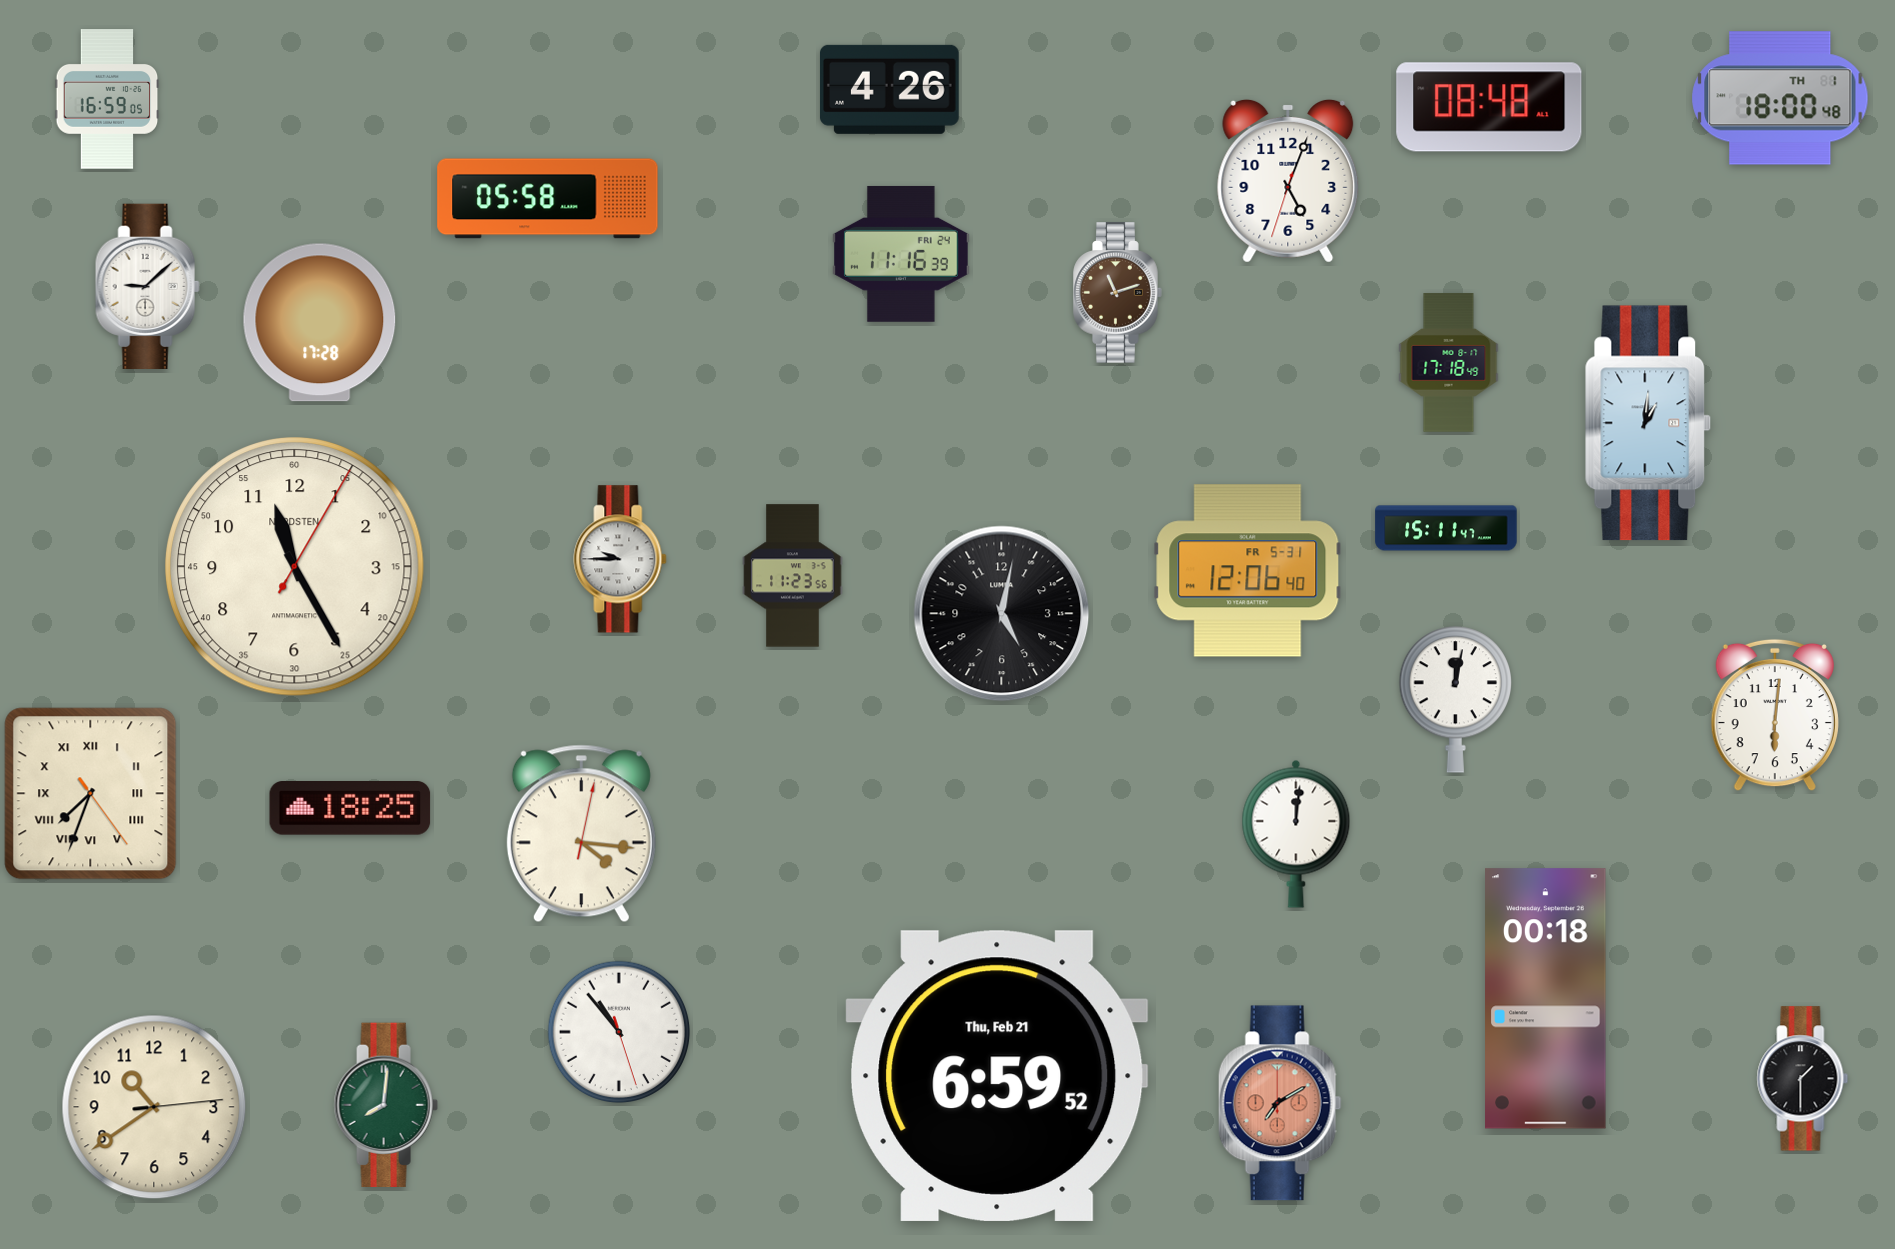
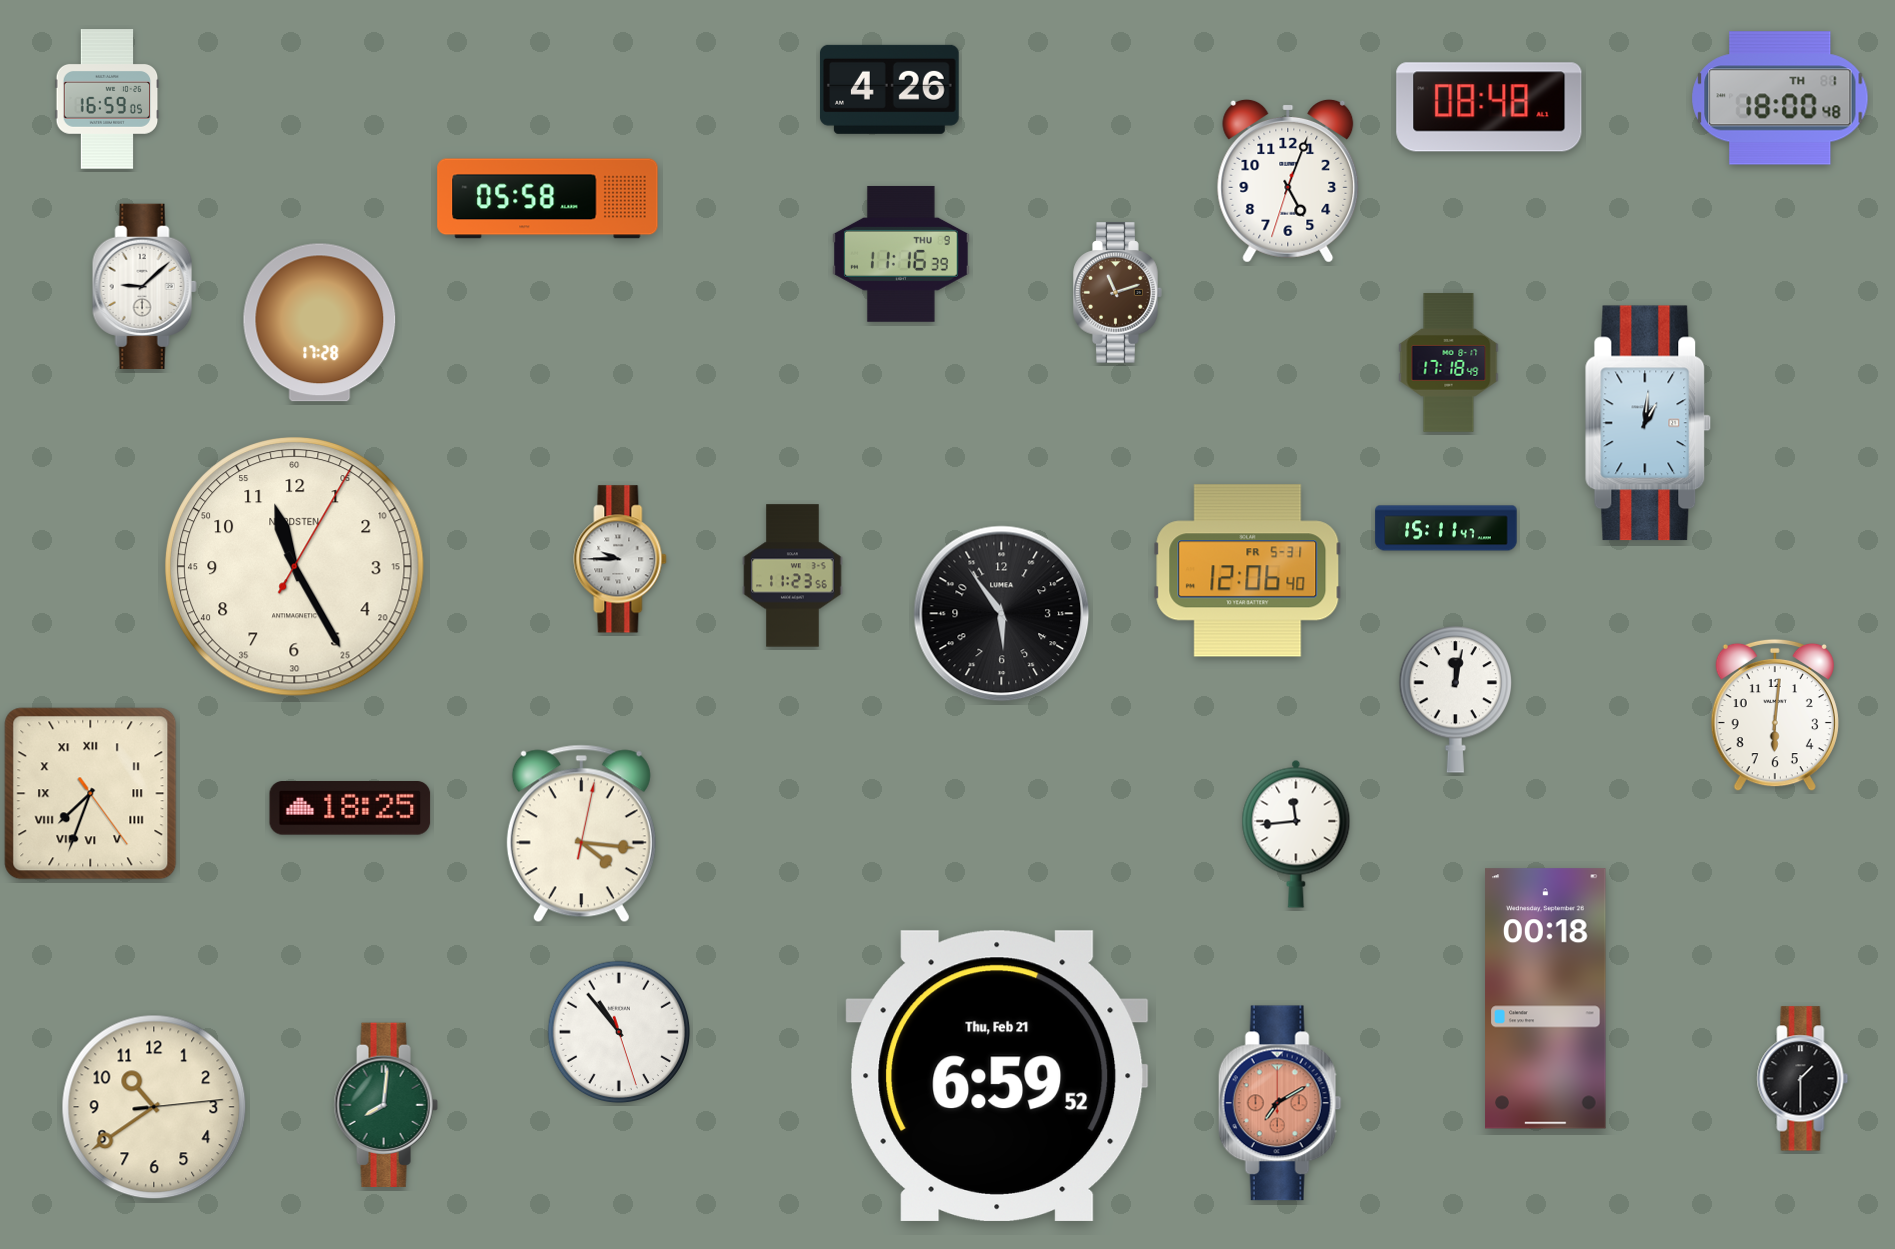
clock at (902, 254) date: FRI 24 -> THU 9
clock at (147, 286) position: (147, 286) -> (144, 286)
clock at (1002, 614): 5:02 -> 5:54
clock at (1296, 834): 12:01 -> 11:44
